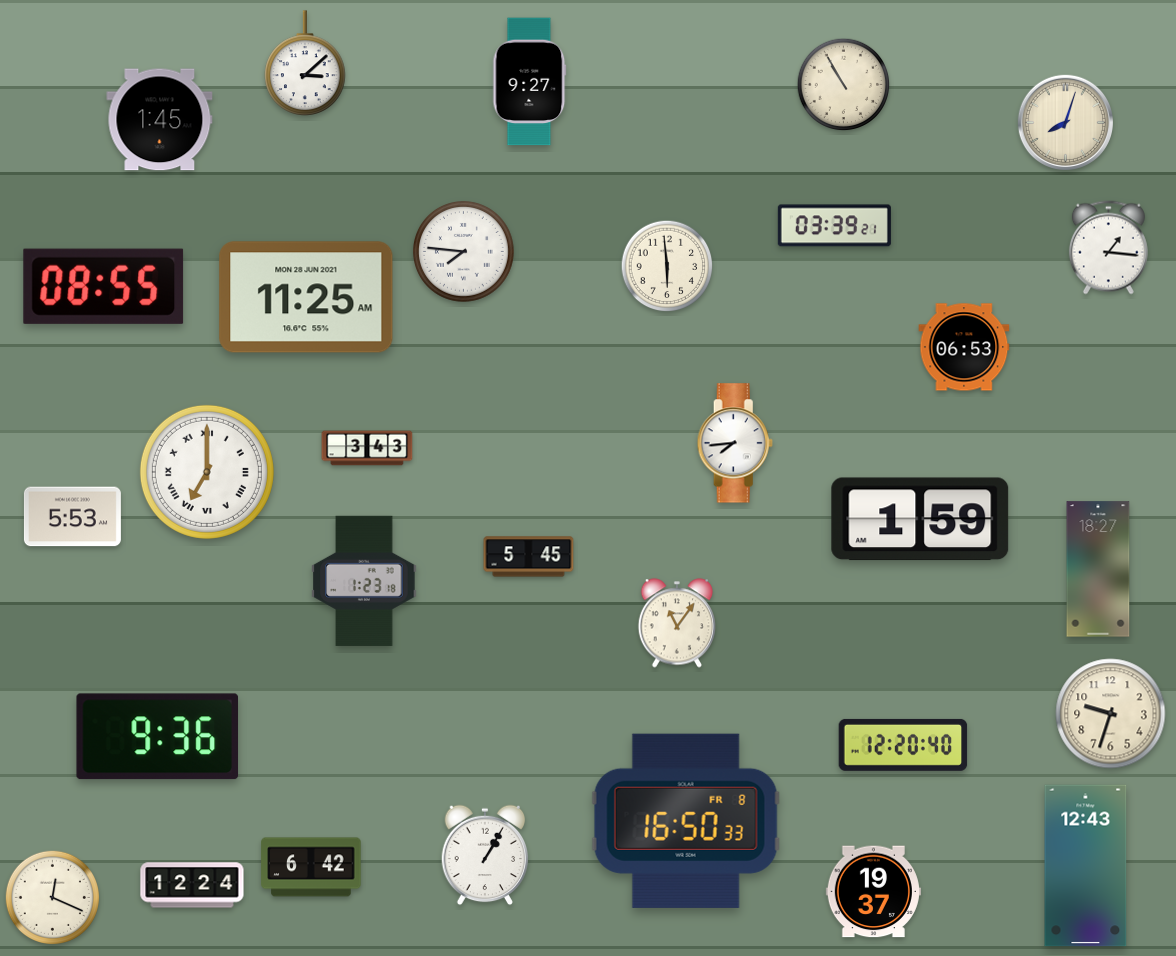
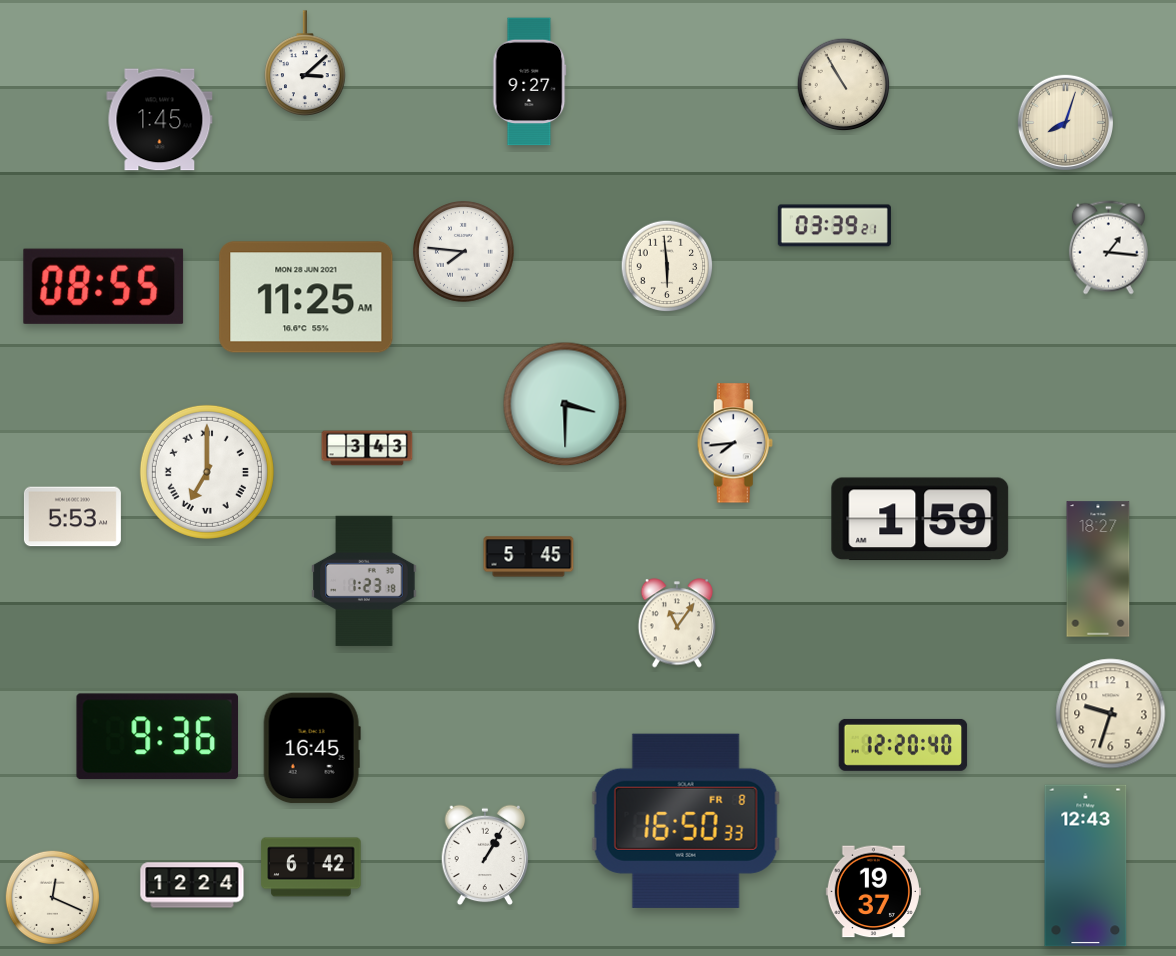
clock at (964, 347): 06:53 -> none
clock at (565, 404): none -> 3:30
clock at (312, 748): none -> 16:45
